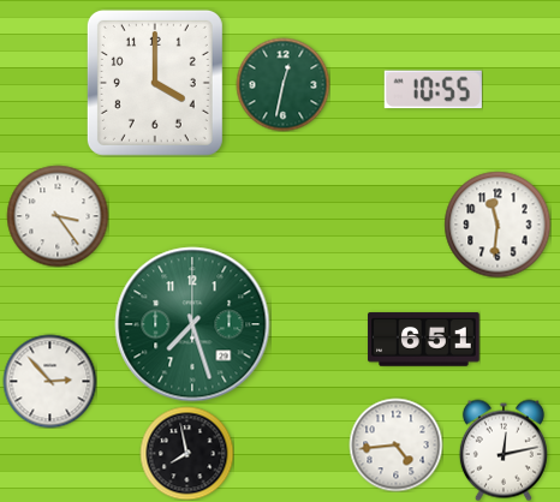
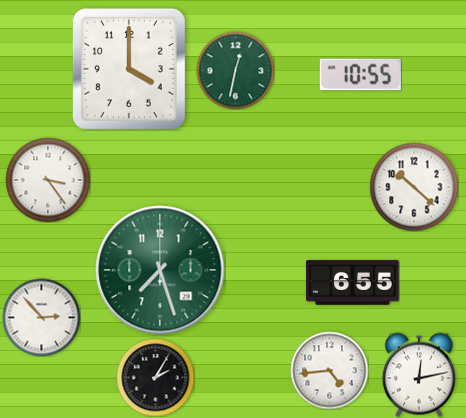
clock at (498, 225): 11:31 -> 10:22
clock at (424, 340): 6:51 -> 6:55
clock at (186, 453): 7:58 -> 2:05
